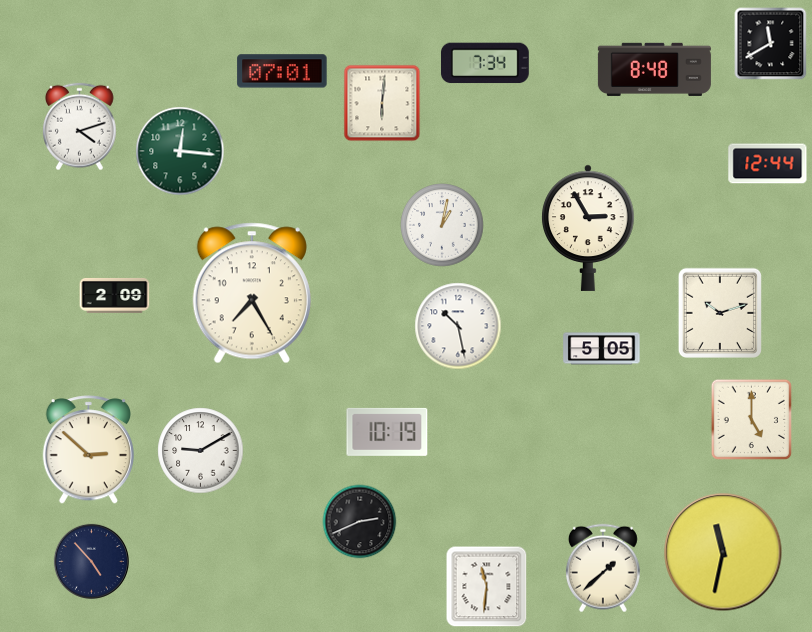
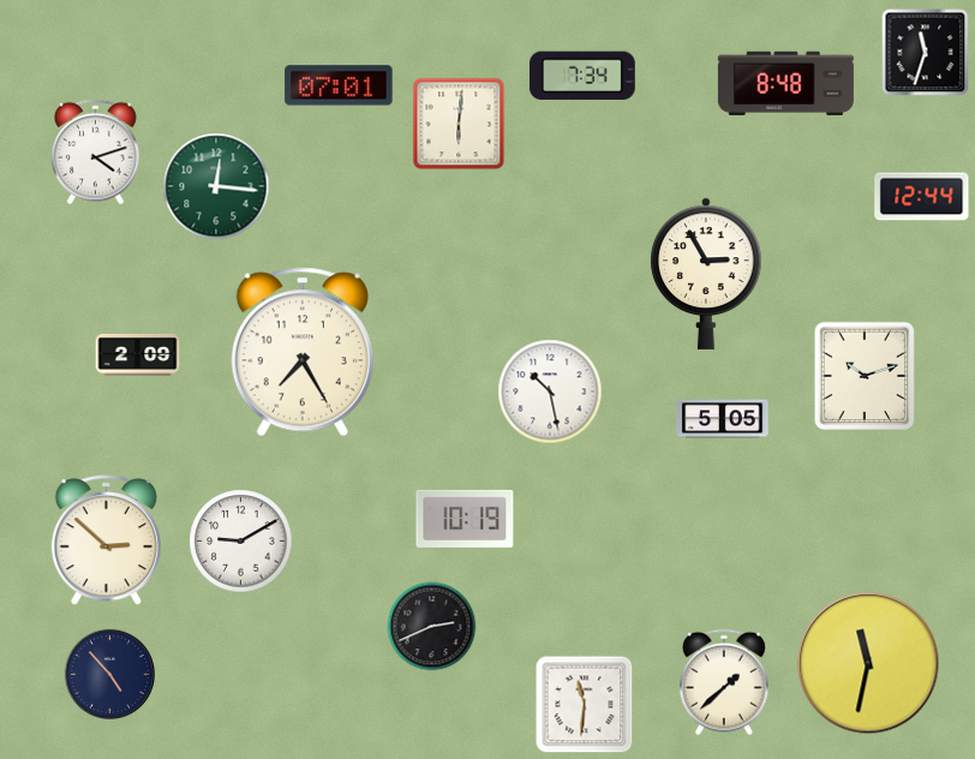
clock at (771, 44): 11:40 -> 11:33
clock at (180, 151) position: (180, 151) -> (216, 186)
clock at (442, 225): 1:02 -> none
clock at (751, 419): 5:00 -> none
